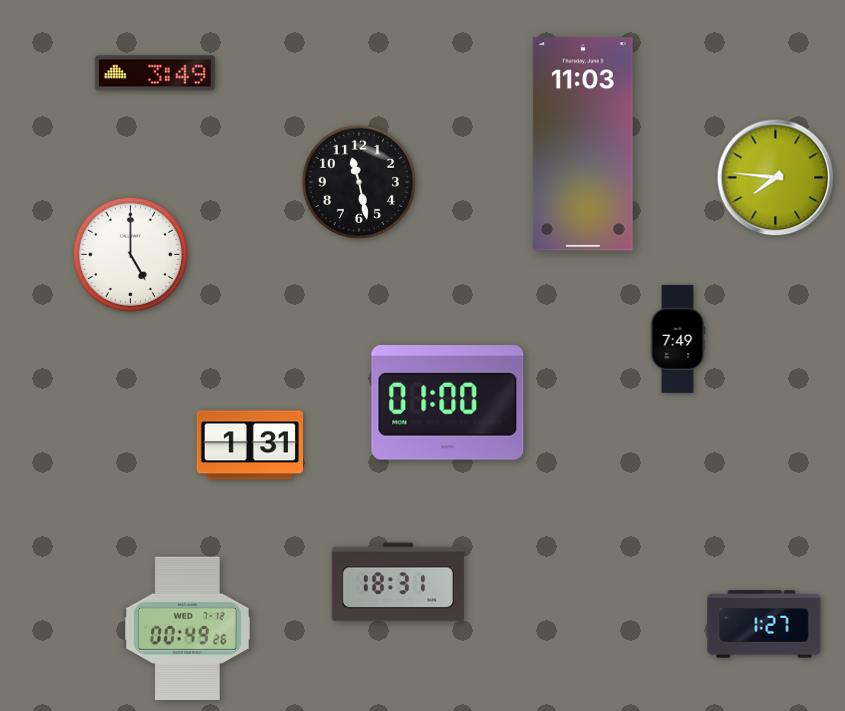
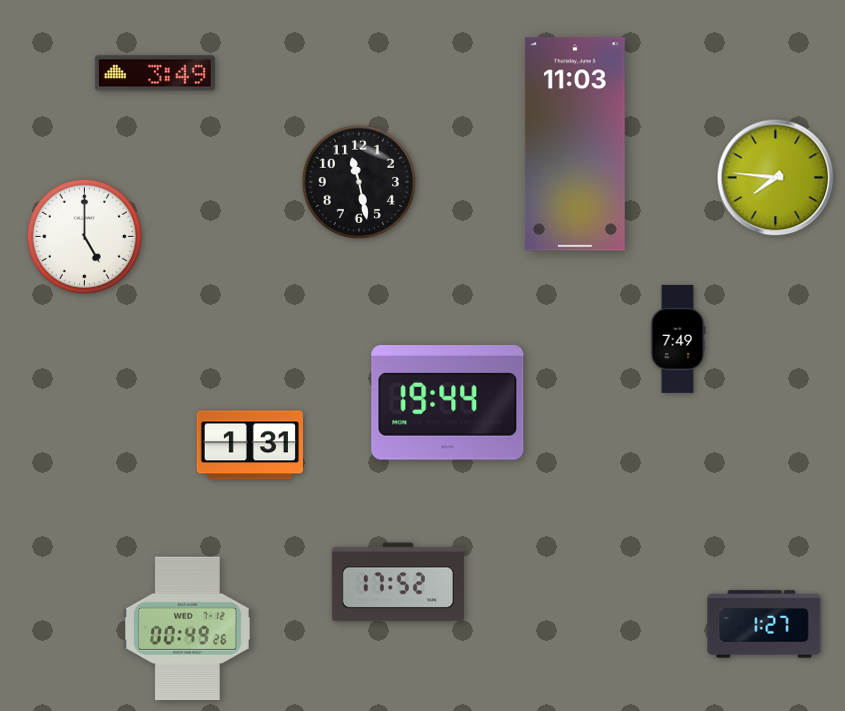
clock at (583, 144) position: (583, 144) -> (575, 144)
clock at (130, 254) position: (130, 254) -> (84, 236)
clock at (448, 403): 01:00 -> 19:44
clock at (398, 582): 18:31 -> 17:52
